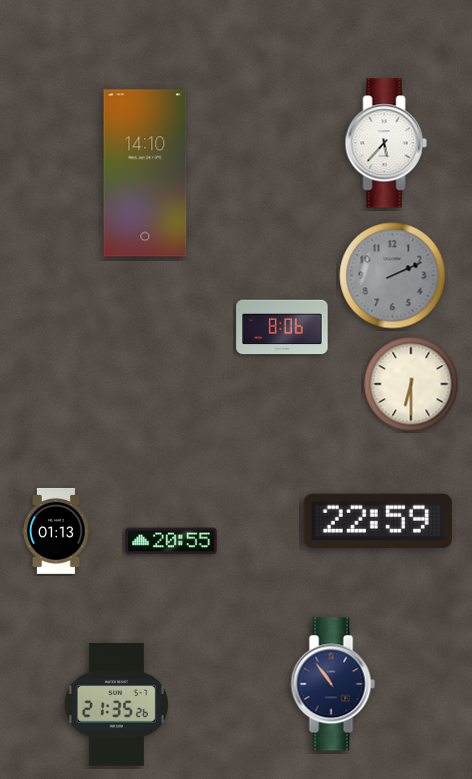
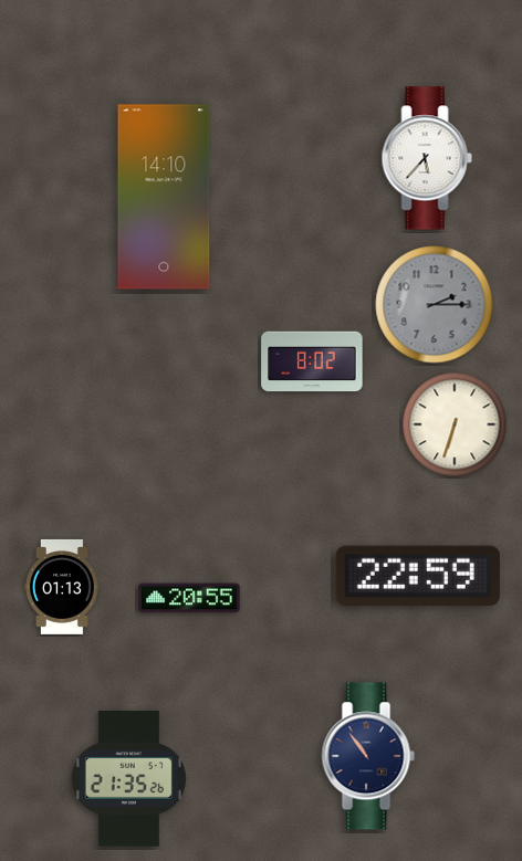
clock at (145, 173) position: (145, 173) -> (164, 197)
clock at (393, 276): 2:11 -> 2:15
clock at (282, 327): 8:06 -> 8:02
clock at (411, 384): 6:30 -> 6:33
